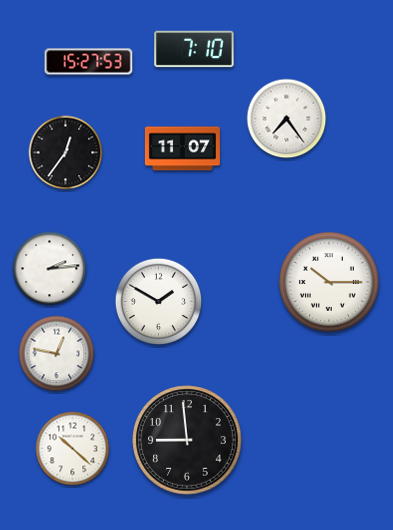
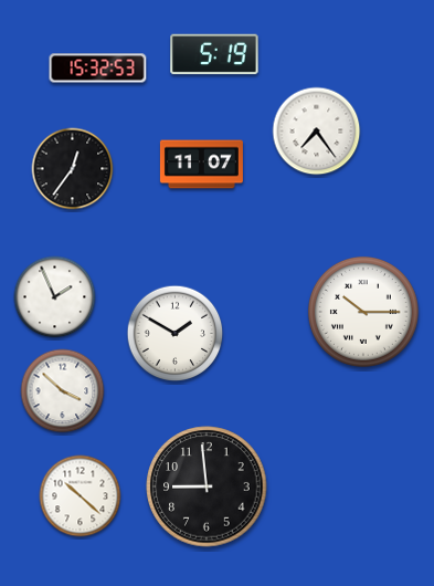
clock at (194, 49): 7:10 -> 5:19
clock at (89, 62): 15:27 -> 15:32
clock at (50, 269): 2:14 -> 1:56
clock at (57, 354): 12:47 -> 3:52
